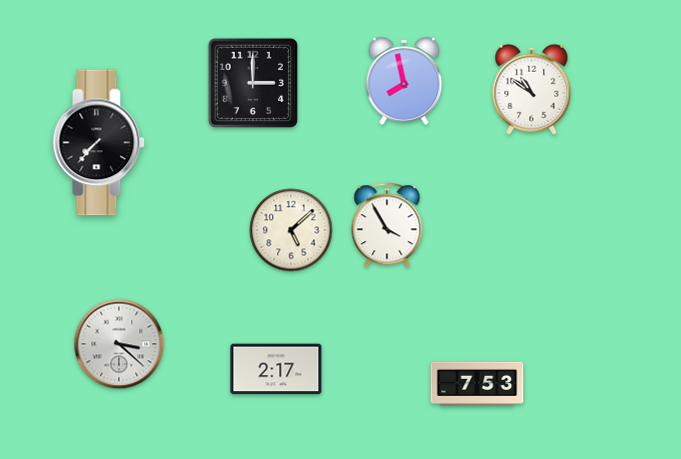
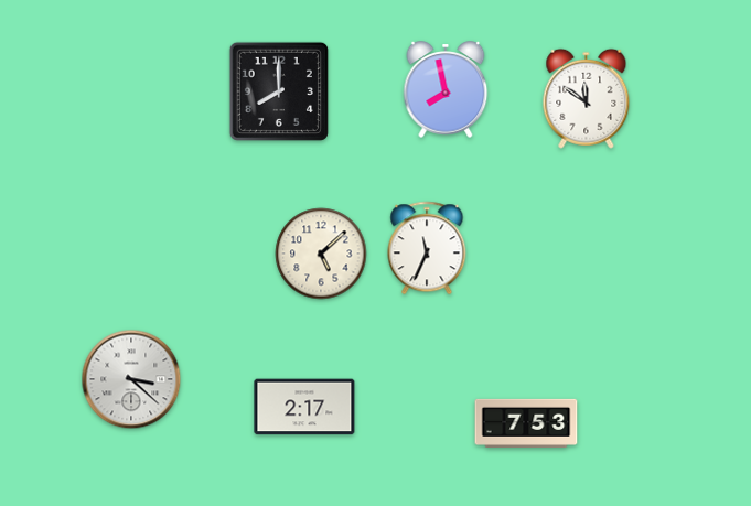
clock at (253, 83): 3:00 -> 8:00
clock at (532, 89): 10:51 -> 11:51
clock at (99, 143): 7:37 -> none
clock at (387, 225): 3:55 -> 11:34
